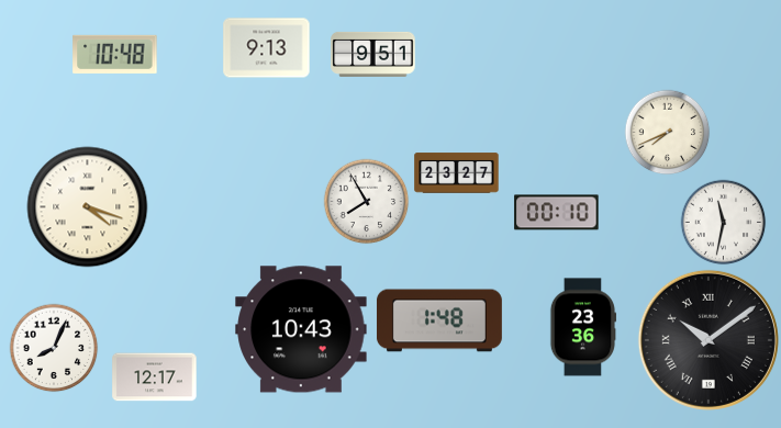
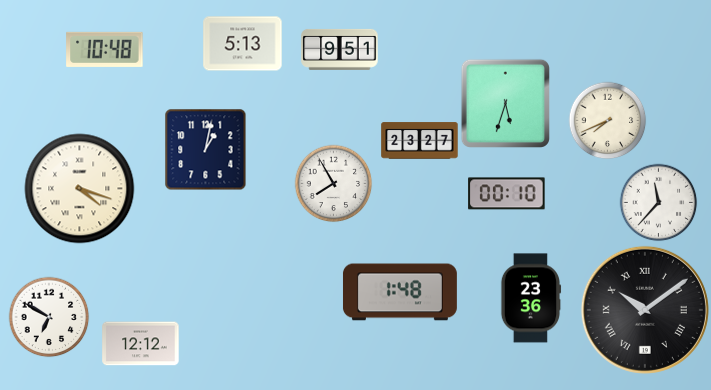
clock at (267, 48): 9:13 -> 5:13
clock at (505, 103): none -> 5:33
clock at (205, 149): none -> 1:02
clock at (457, 173) position: (457, 173) -> (420, 141)
clock at (723, 222): 11:32 -> 11:37
clock at (301, 329): 10:43 -> none
clock at (54, 348): 8:04 -> 6:50
clock at (155, 378): 12:17 -> 12:12
